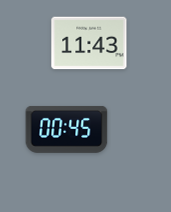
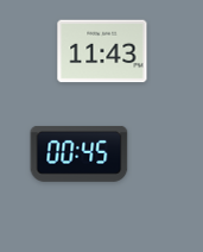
clock at (89, 43) position: (89, 43) -> (102, 51)
